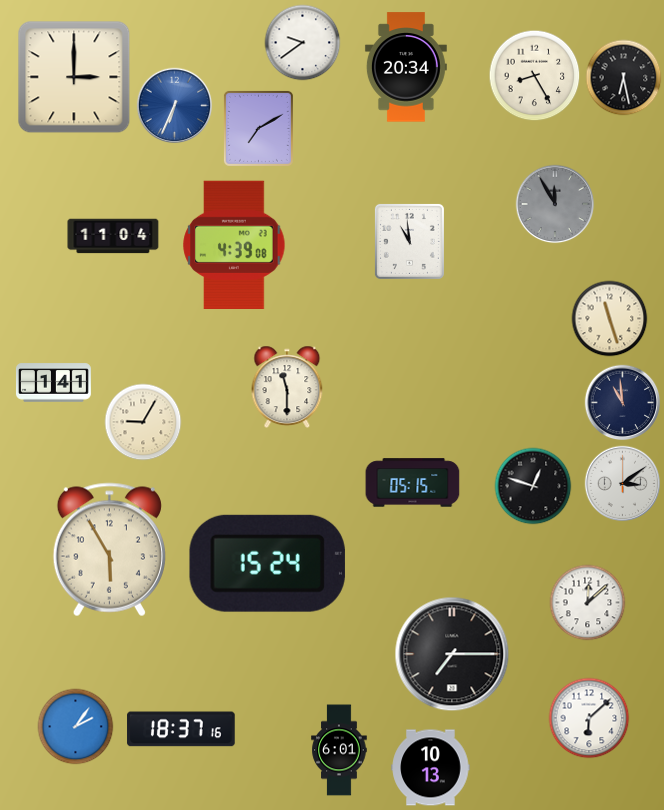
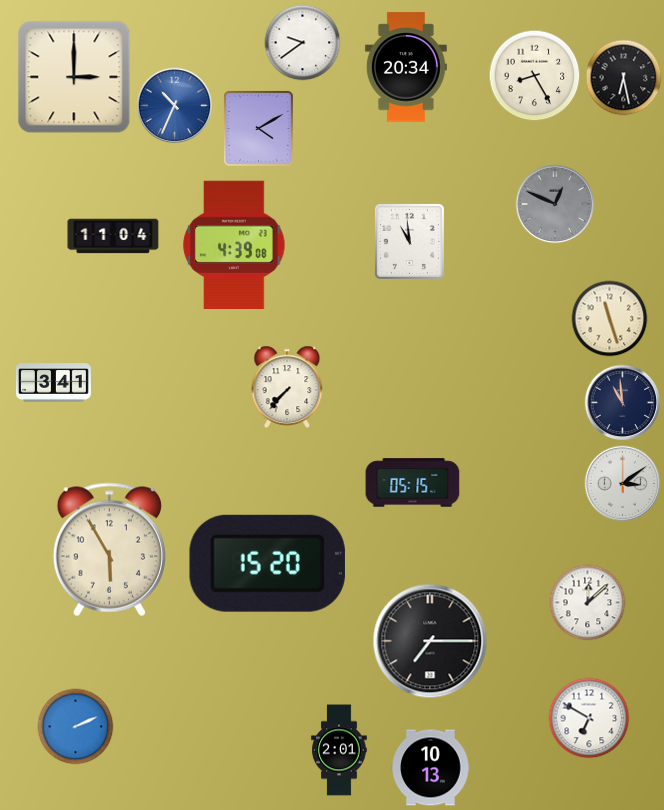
clock at (175, 106): 6:34 -> 10:34
clock at (258, 128): 7:10 -> 4:10
clock at (555, 204): 11:55 -> 12:49
clock at (53, 383): 1:41 -> 3:41
clock at (287, 387): 11:30 -> 7:37
clock at (143, 422): 9:05 -> none
clock at (533, 486): 12:48 -> none
clock at (267, 563): 15:24 -> 15:20
clock at (452, 654) position: (452, 654) -> (430, 641)
clock at (589, 718): 6:08 -> 6:50
clock at (76, 727): 2:06 -> 2:11
clock at (181, 729): 18:37 -> none
clock at (339, 750): 6:01 -> 2:01
